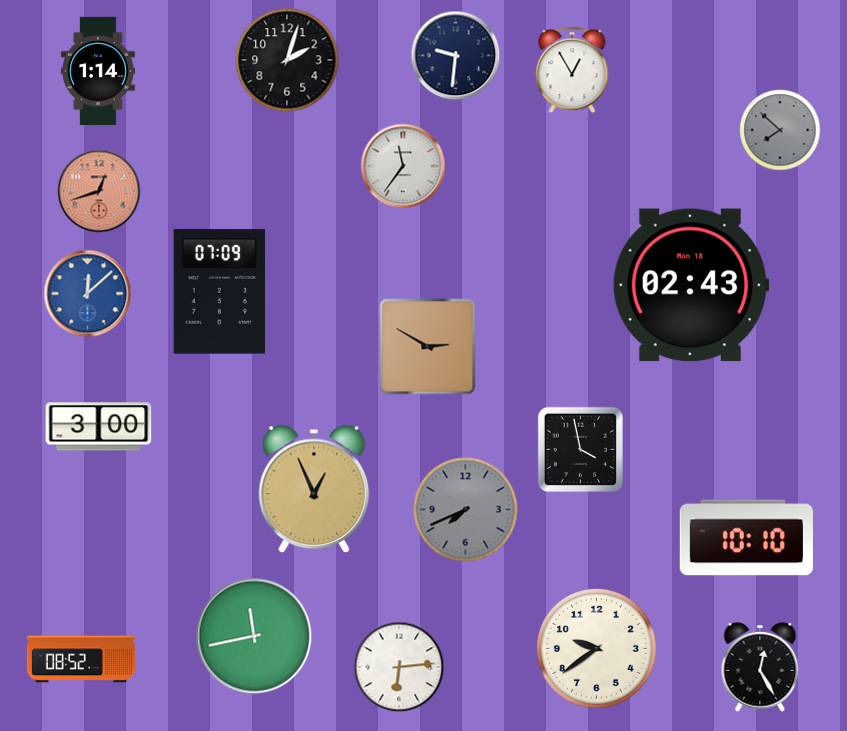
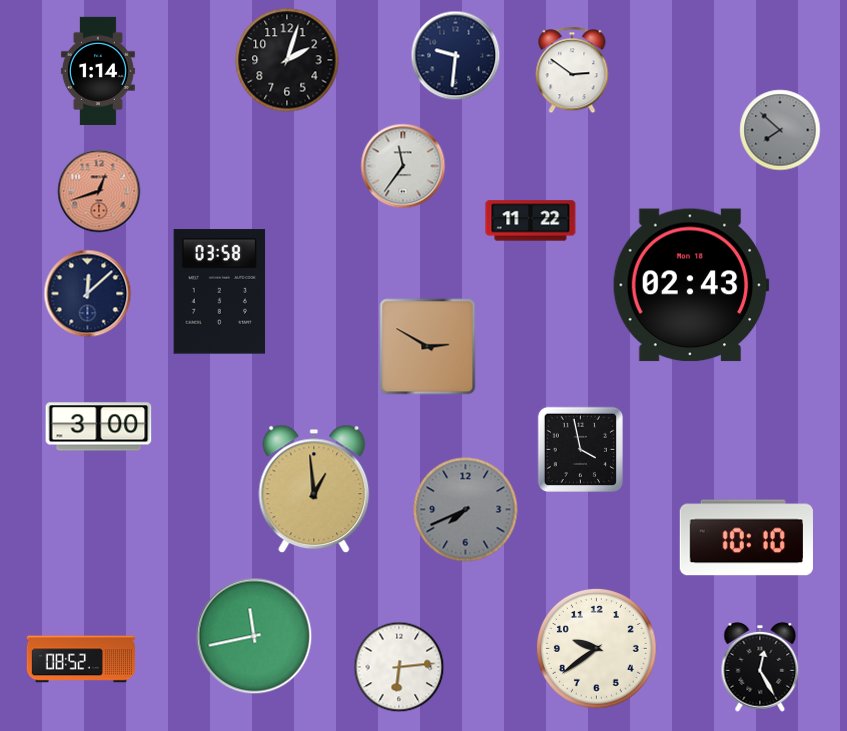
clock at (572, 70): 12:55 -> 2:51
clock at (531, 221): none -> 11:22
clock at (220, 292): 07:09 -> 03:58
clock at (88, 294) dial: blue -> navy
clock at (314, 489): 12:56 -> 12:59
